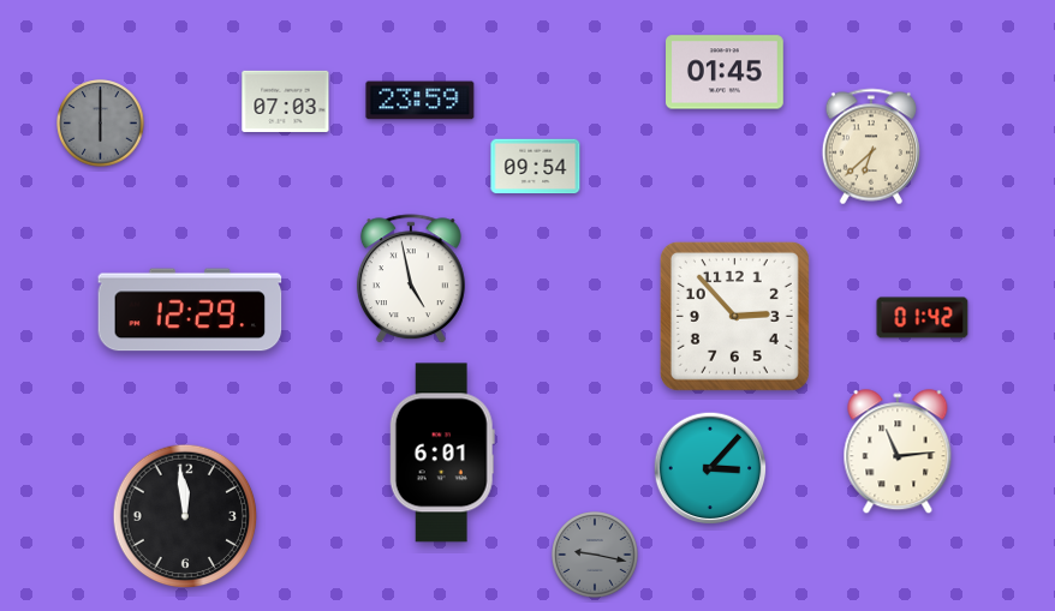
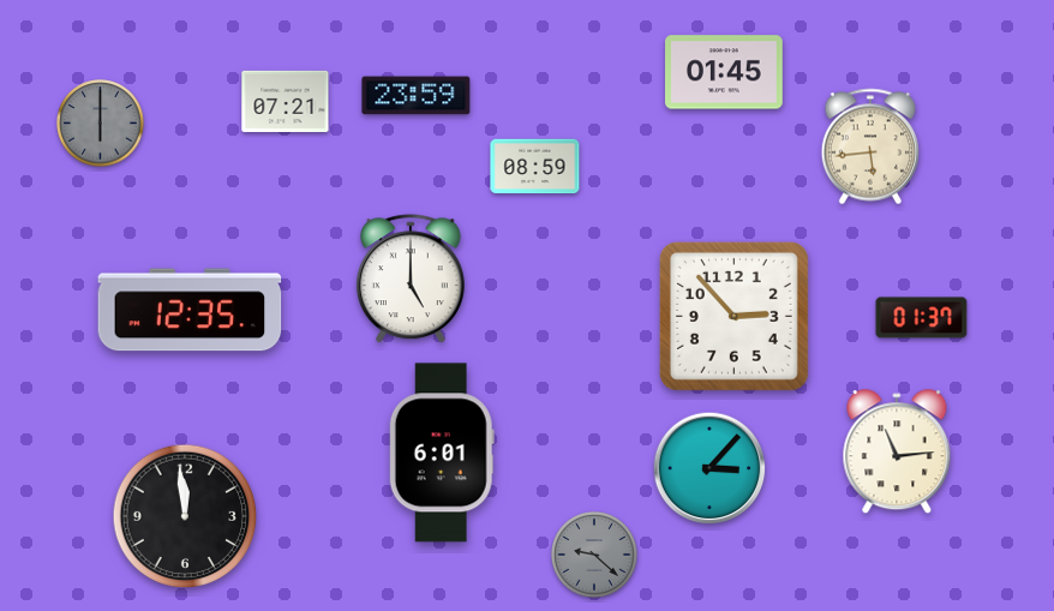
clock at (286, 101): 07:03 -> 07:21
clock at (421, 101) position: (421, 101) -> (417, 96)
clock at (870, 146): 6:38 -> 5:44
clock at (536, 167): 09:54 -> 08:59
clock at (411, 280): 4:58 -> 5:00
clock at (190, 310): 12:29 -> 12:35
clock at (923, 318): 01:42 -> 01:37
clock at (595, 555): 9:17 -> 9:22
